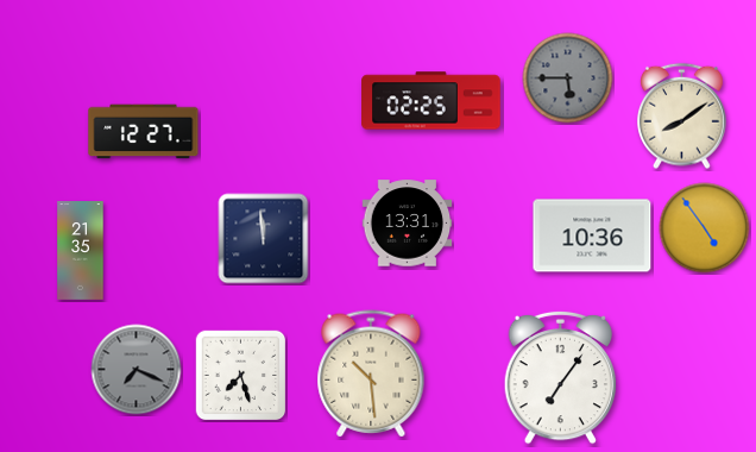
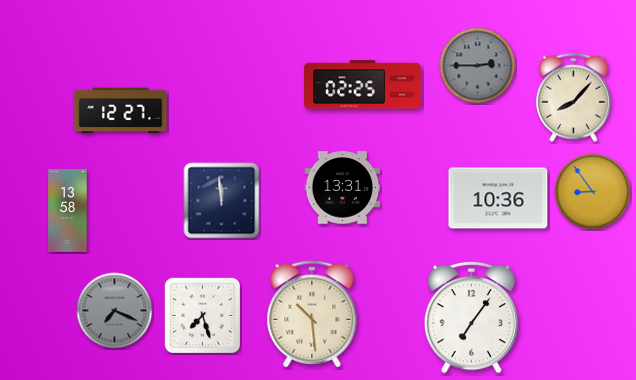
clock at (568, 79): 5:45 -> 2:45
clock at (682, 117): 8:09 -> 8:07
clock at (705, 228): 4:54 -> 8:54
clock at (81, 251): 21:35 -> 13:58
